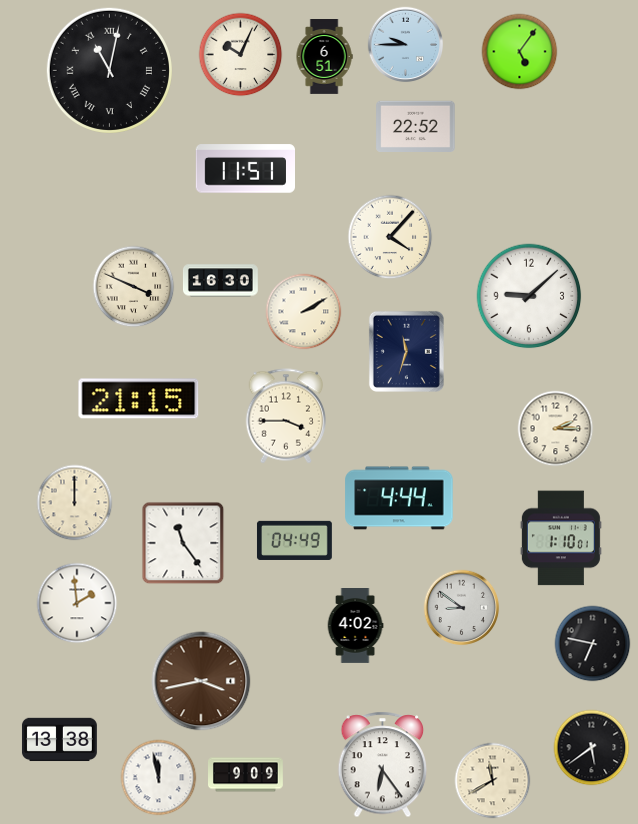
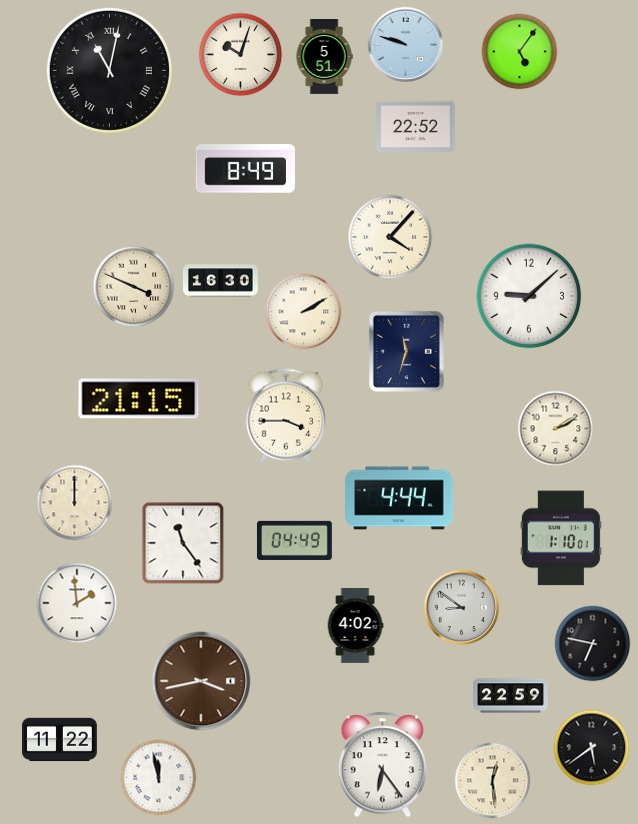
clock at (406, 45): 9:45 -> 9:48
clock at (241, 55): 10:04 -> 10:03
clock at (324, 57): 6:51 -> 5:51
clock at (245, 169): 11:51 -> 8:49
clock at (556, 429): 2:15 -> 2:10
clock at (511, 696): none -> 22:59
clock at (60, 740): 13:38 -> 11:22
clock at (246, 775): 9:09 -> none
clock at (493, 781): 11:40 -> 12:29
